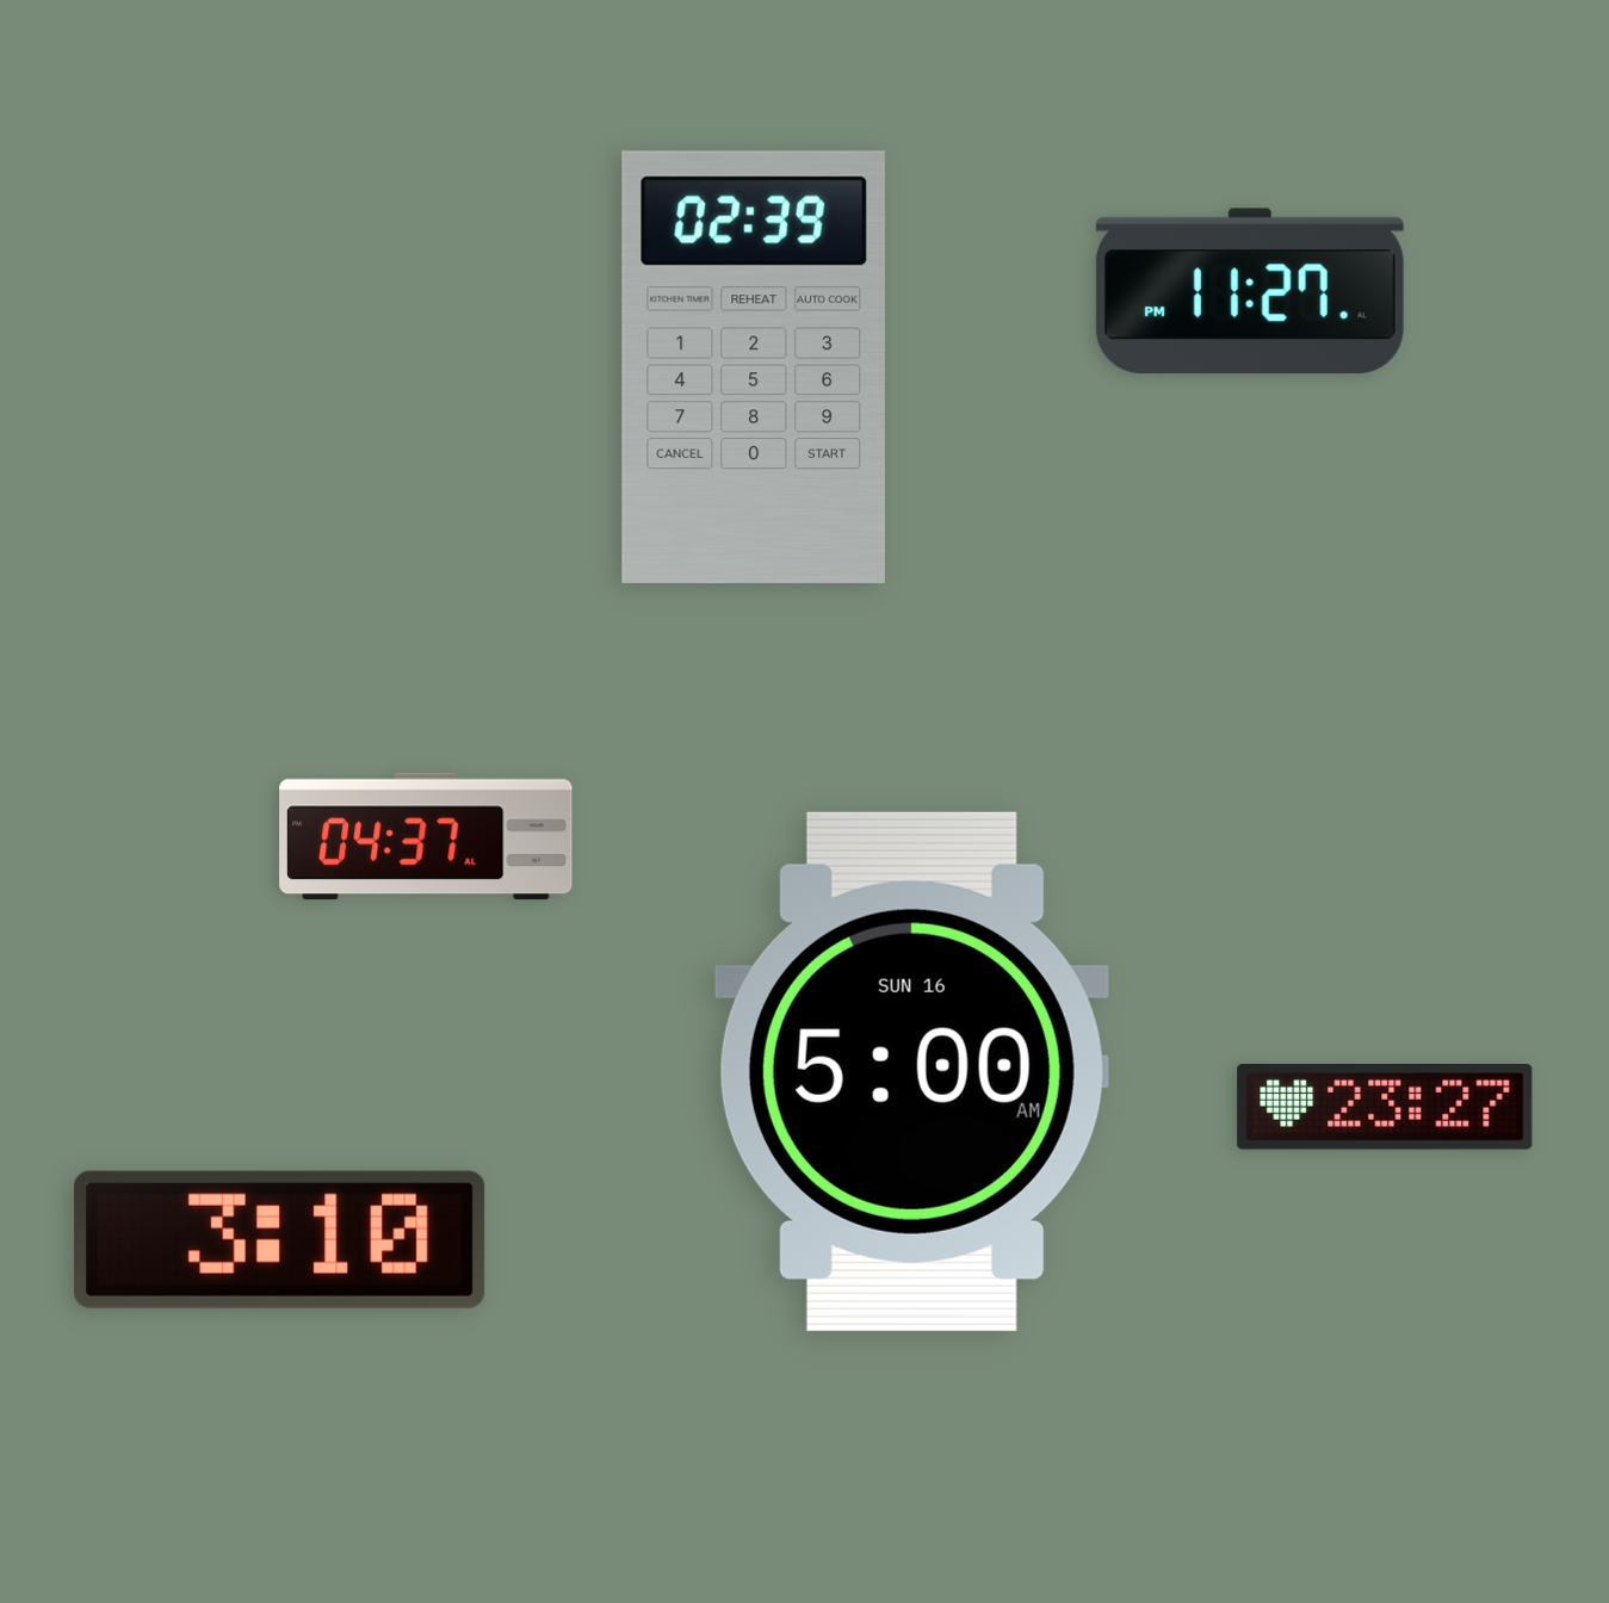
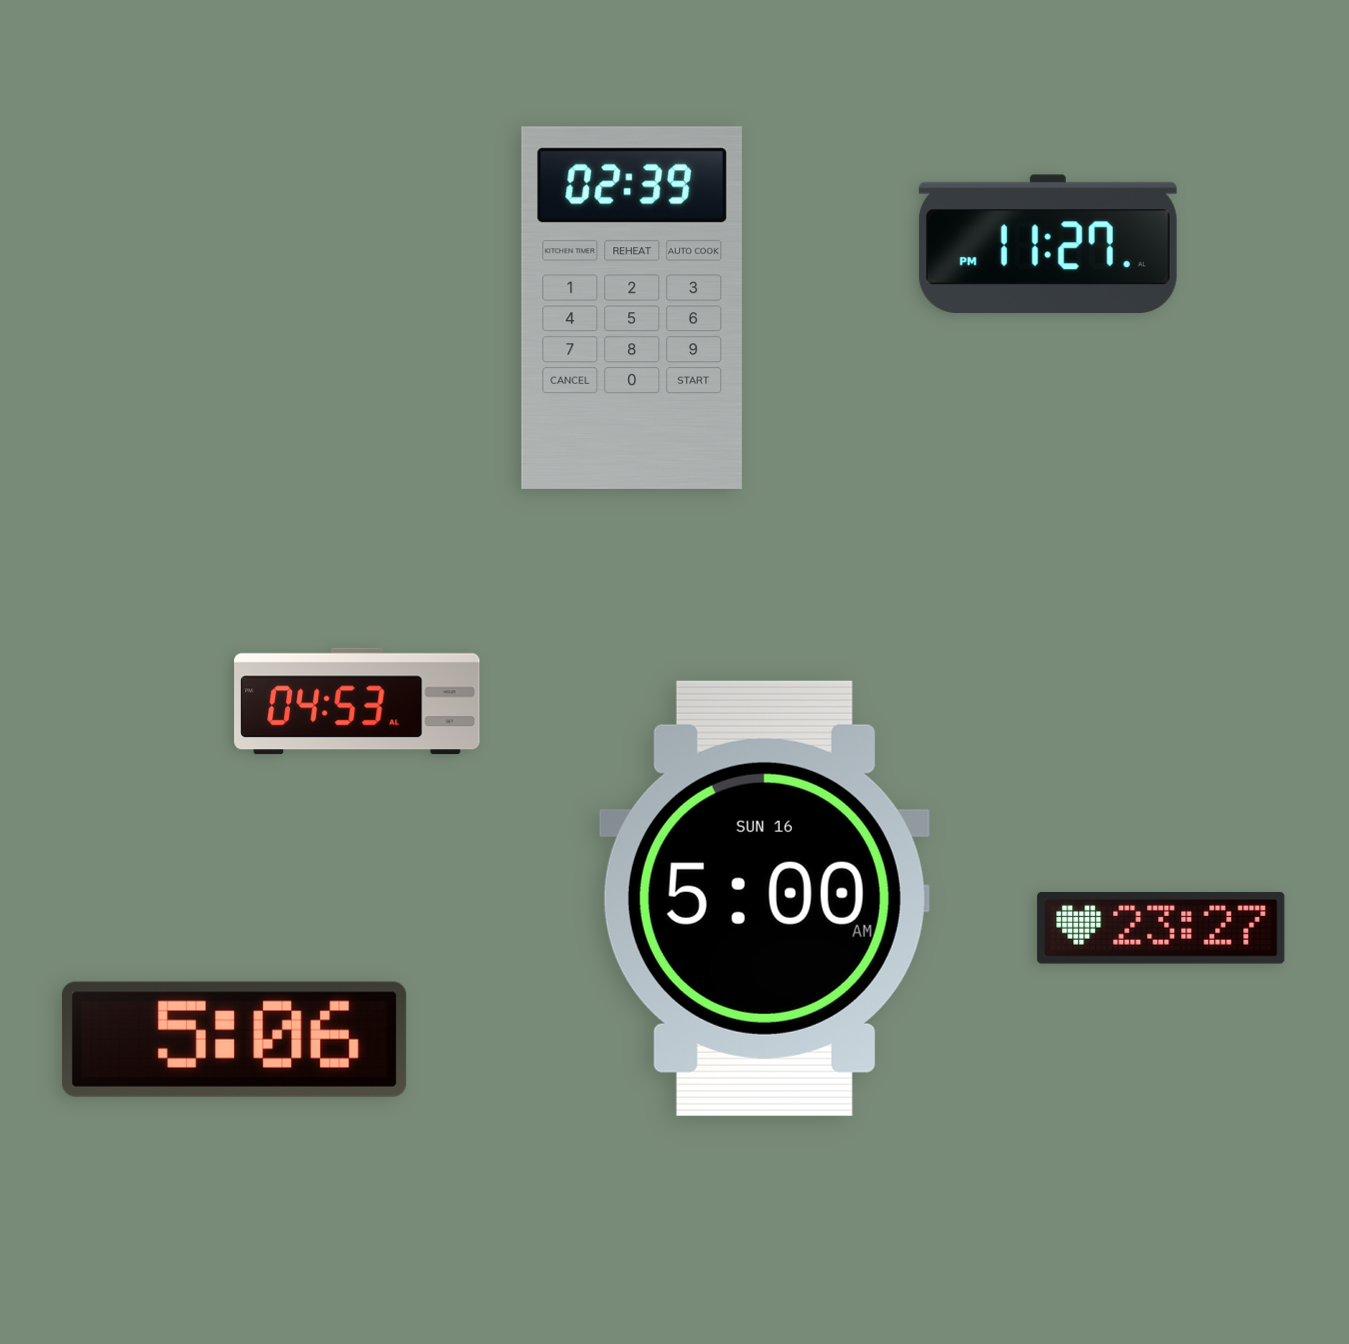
clock at (426, 836): 04:37 -> 04:53
clock at (279, 1239): 3:10 -> 5:06
